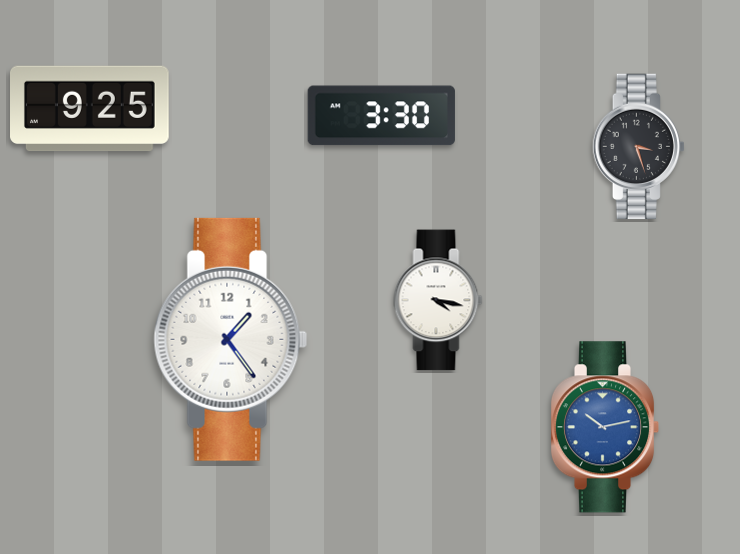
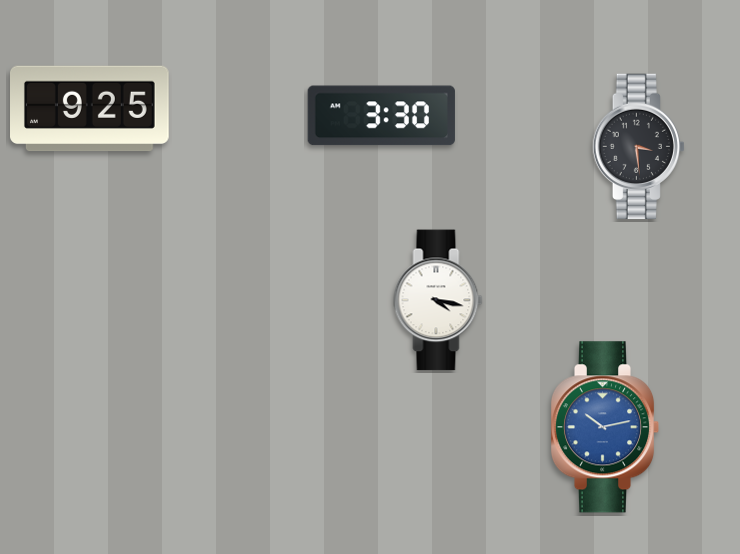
clock at (638, 147): 3:27 -> 3:29
clock at (231, 339): 1:24 -> none
